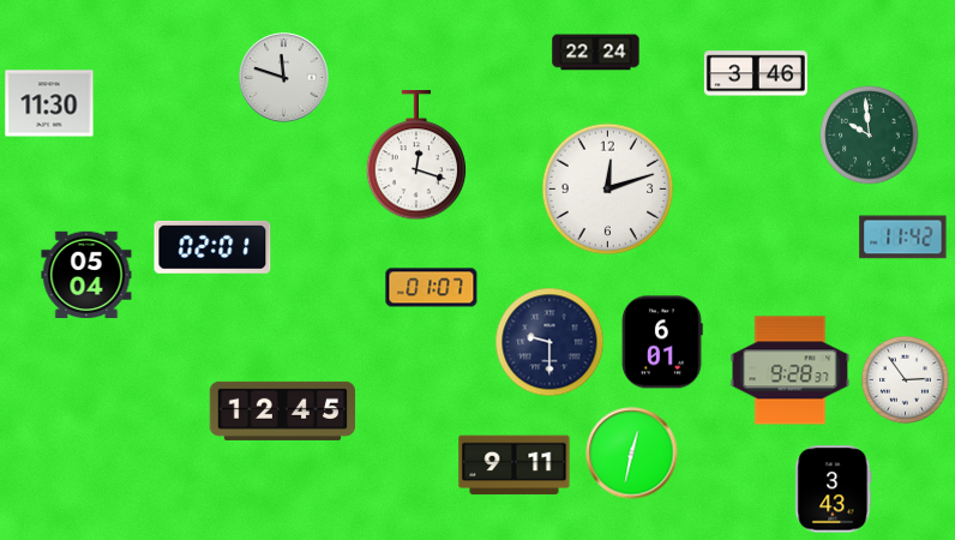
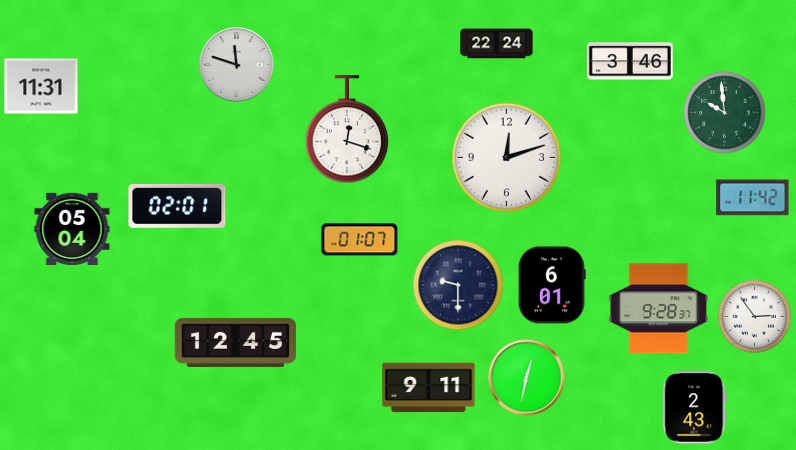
clock at (49, 103): 11:30 -> 11:31
clock at (834, 490): 3:43 -> 2:43
